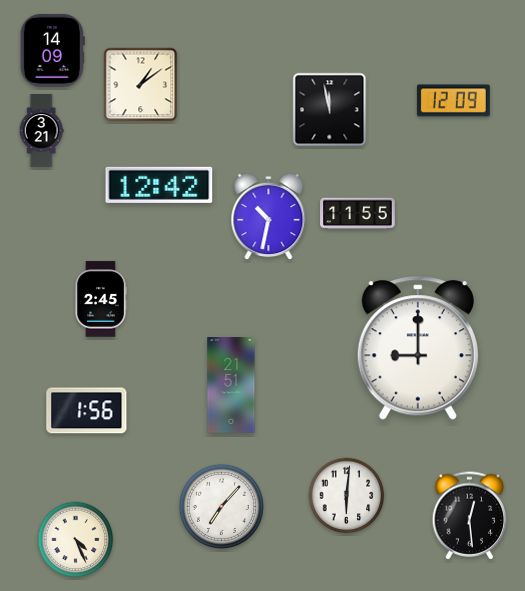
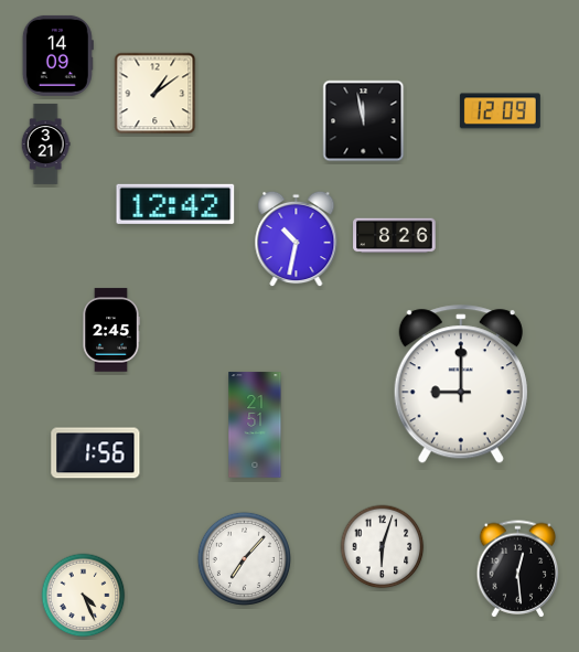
clock at (358, 214): 11:55 -> 8:26
clock at (347, 496): 6:01 -> 6:03
